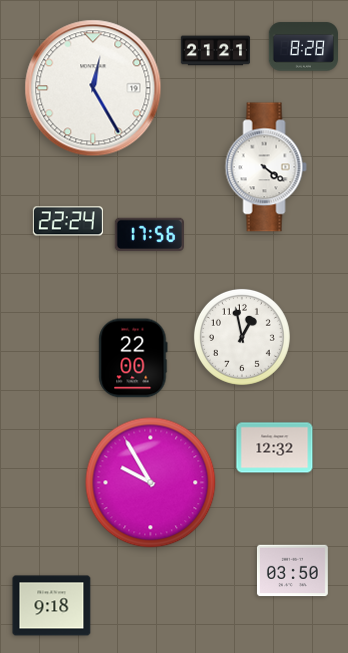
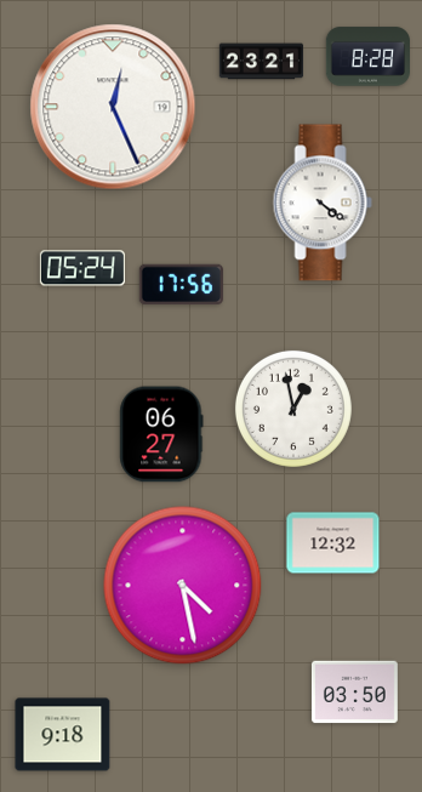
clock at (215, 51): 21:21 -> 23:21
clock at (93, 88): 12:25 -> 12:26
clock at (68, 221): 22:24 -> 05:24
clock at (133, 358): 22:00 -> 06:27
clock at (151, 483): 9:55 -> 4:28
